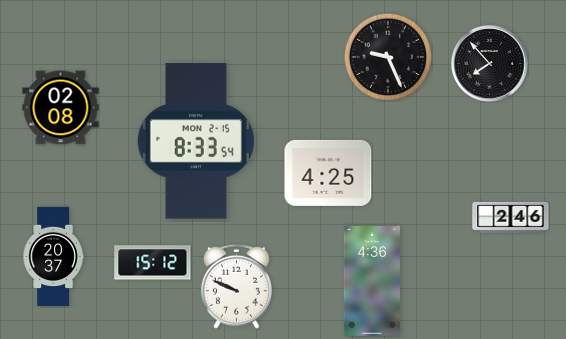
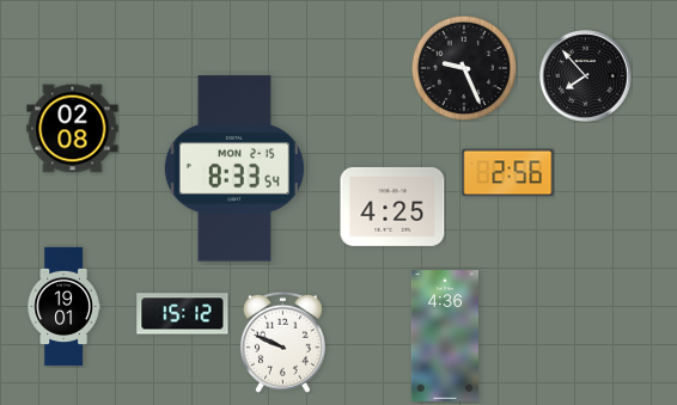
clock at (508, 173): none -> 2:56
clock at (511, 217): 2:46 -> none
clock at (53, 257): 20:37 -> 19:01
